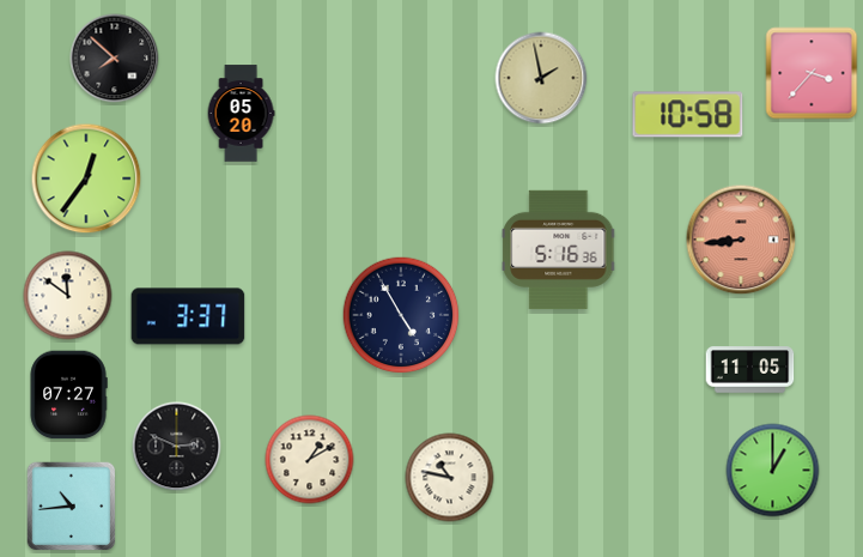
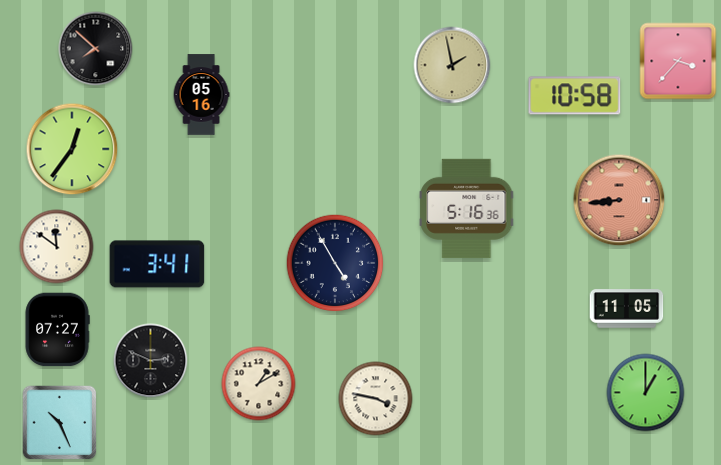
clock at (241, 114): 05:20 -> 05:16
clock at (188, 316): 3:37 -> 3:41
clock at (177, 447) position: (177, 447) -> (151, 361)
clock at (450, 478): 10:47 -> 3:47
clock at (72, 507): 10:44 -> 10:26
